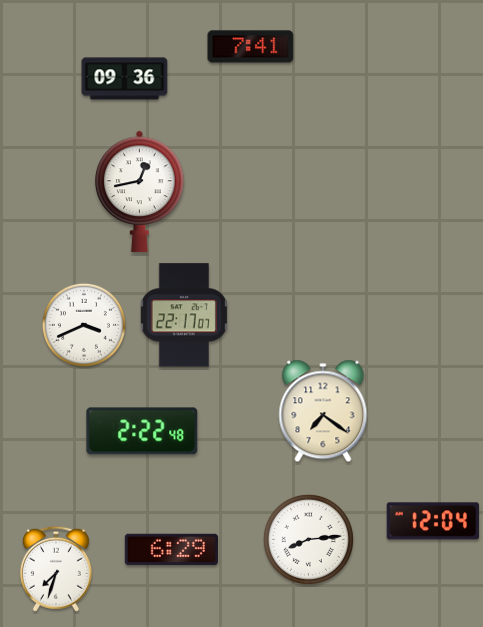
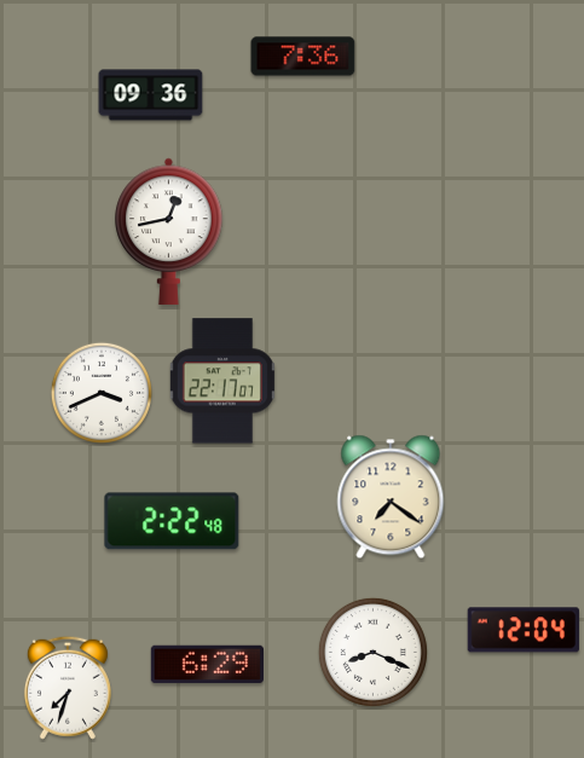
clock at (251, 47): 7:41 -> 7:36
clock at (308, 539): 8:14 -> 8:19
